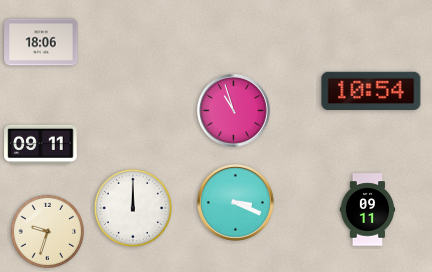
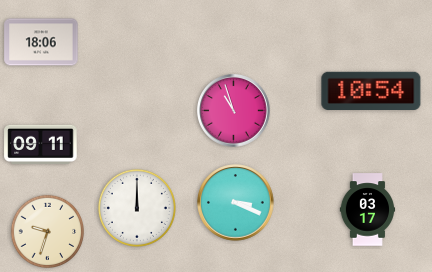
clock at (133, 208) position: (133, 208) -> (137, 208)
clock at (368, 210): 09:11 -> 03:17
